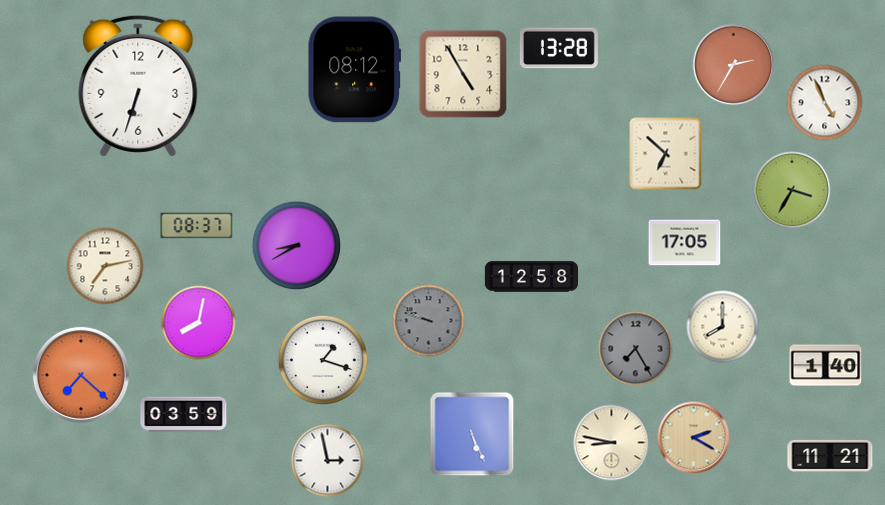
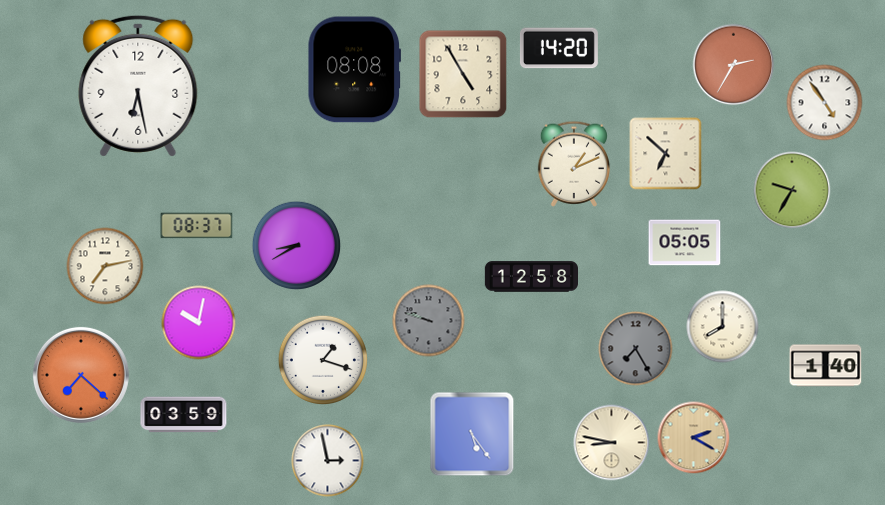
clock at (559, 48): 13:28 -> 14:20
clock at (354, 70): 08:12 -> 08:08
clock at (138, 86): 6:33 -> 6:28
clock at (825, 103): 4:56 -> 4:54
clock at (574, 164): none -> 1:11
clock at (792, 190): 3:35 -> 9:35
clock at (685, 243): 17:05 -> 05:05
clock at (199, 323): 8:02 -> 10:02
clock at (472, 434): 5:26 -> 5:24
clock at (830, 456): 11:21 -> none
